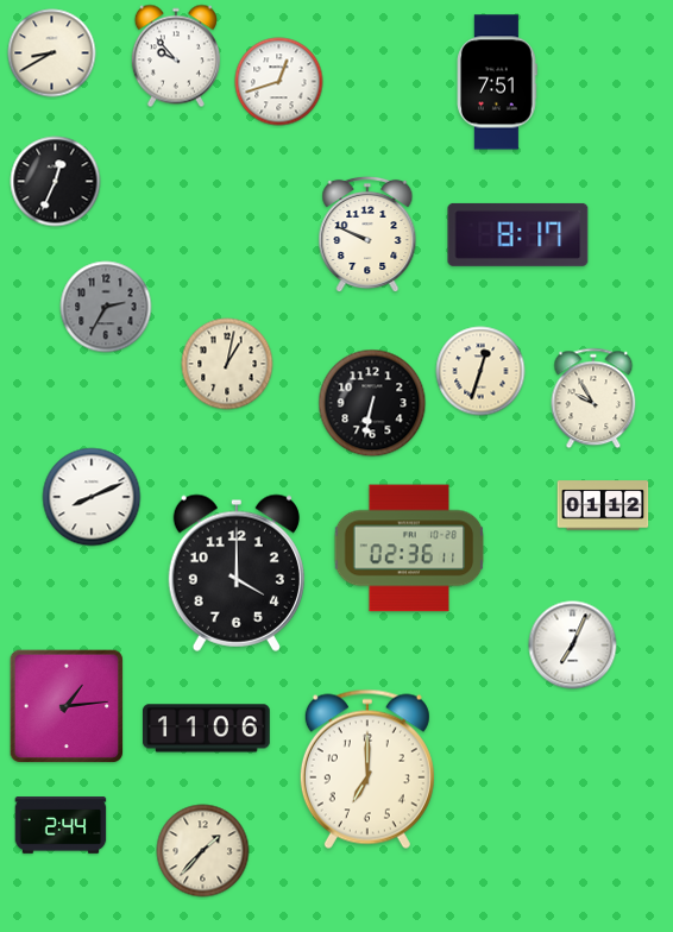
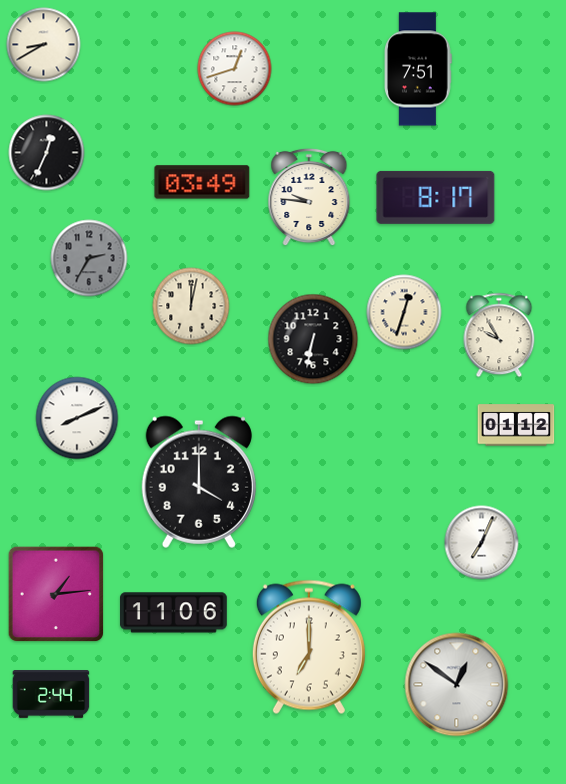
clock at (176, 56): 9:53 -> none
clock at (202, 182): none -> 03:49
clock at (367, 234): 9:49 -> 9:46
clock at (227, 364): 1:02 -> 12:02
clock at (603, 505) position: (603, 505) -> (516, 425)
clock at (409, 548): 02:36 -> none
clock at (457, 685): none -> 12:51
clock at (203, 851): 1:37 -> none
